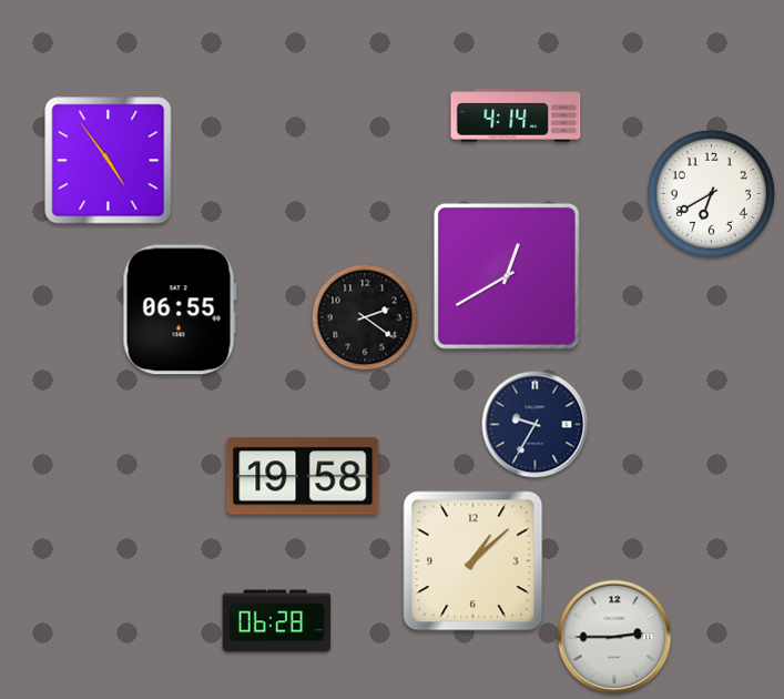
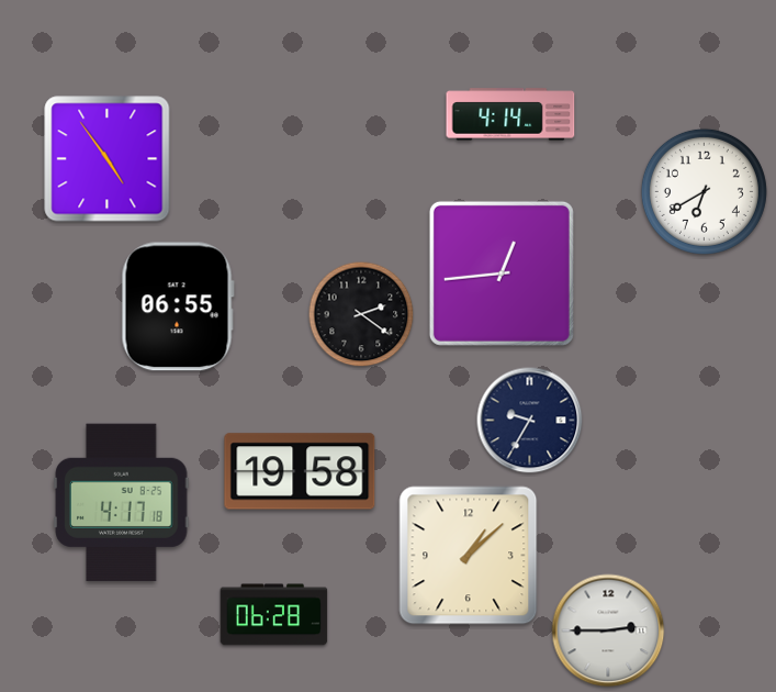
clock at (507, 276): 12:40 -> 12:44
clock at (122, 503): none -> 4:17
